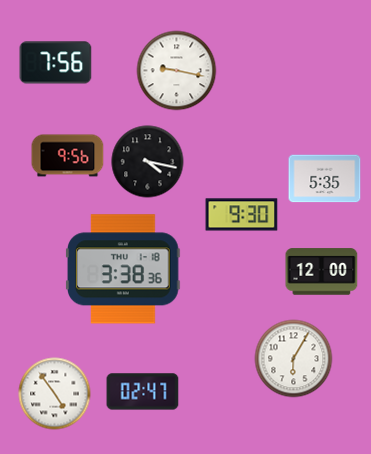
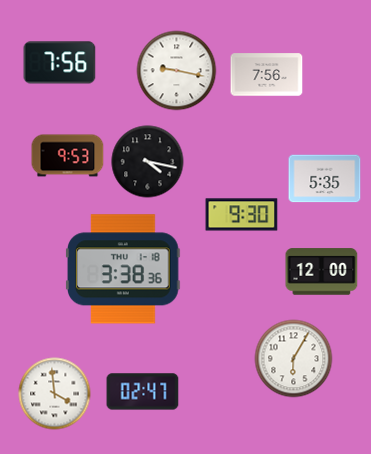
clock at (56, 63) position: (56, 63) -> (60, 63)
clock at (267, 75): none -> 7:56
clock at (68, 156): 9:56 -> 9:53
clock at (55, 394): 4:54 -> 3:59
